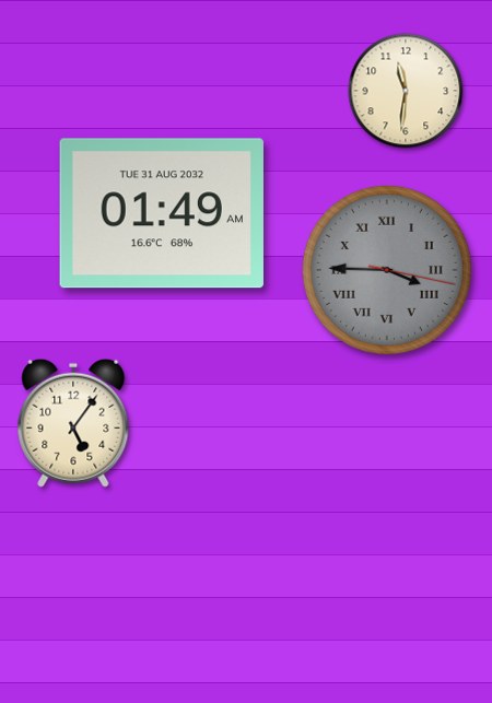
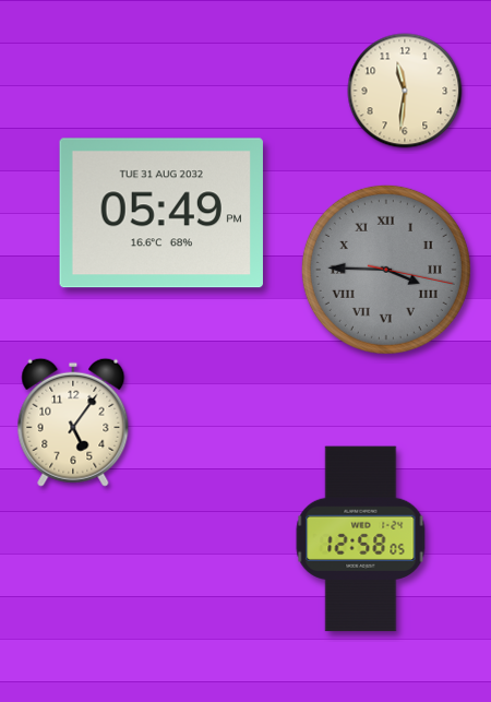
clock at (161, 213): 01:49 -> 05:49
clock at (361, 539): none -> 12:58
